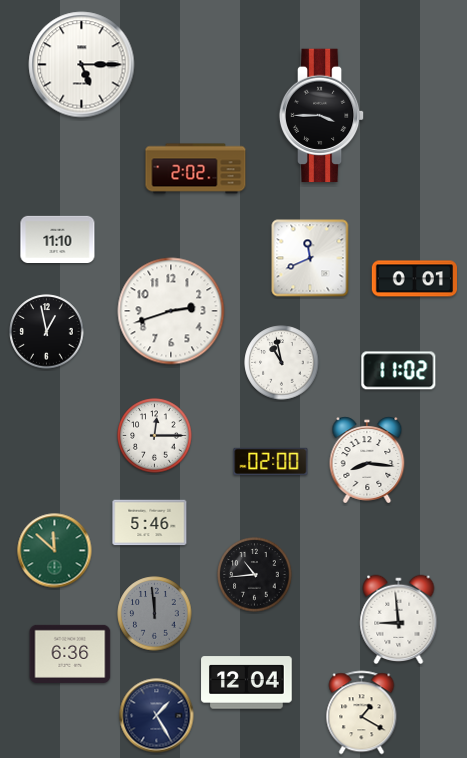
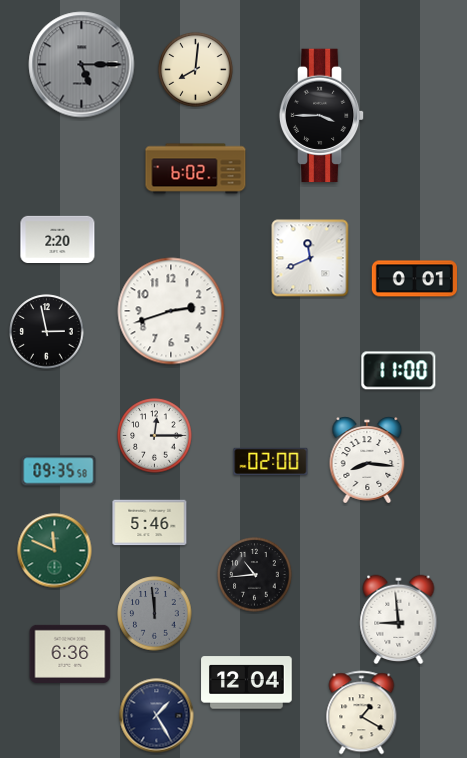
clock at (82, 65) dial: white -> grey
clock at (196, 70): none -> 8:01
clock at (196, 169): 2:02 -> 6:02
clock at (58, 239): 11:10 -> 2:20
clock at (47, 332): 12:58 -> 2:58
clock at (282, 363): 10:58 -> none
clock at (399, 371): 11:02 -> 11:00
clock at (59, 471): none -> 09:35
clock at (55, 551): 11:52 -> 11:49
